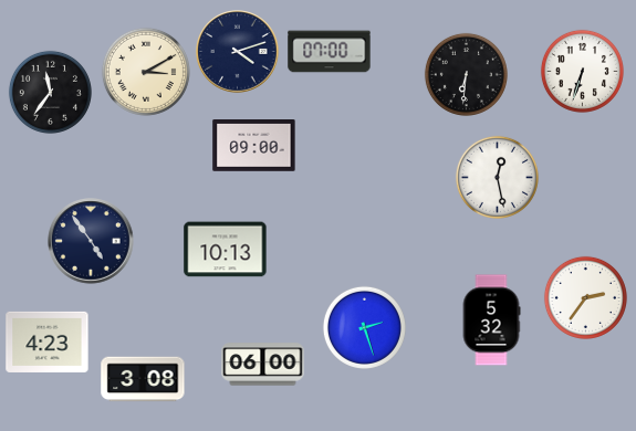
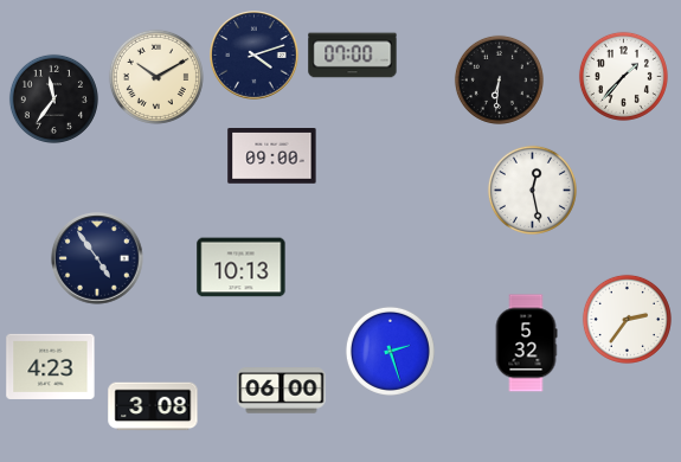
clock at (582, 71): 6:33 -> 1:37
clock at (146, 72): 3:10 -> 10:10
